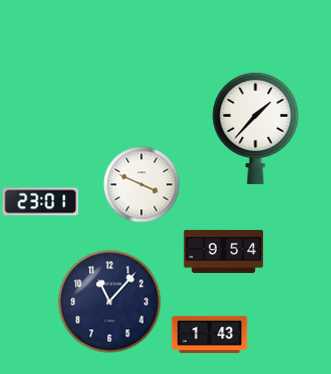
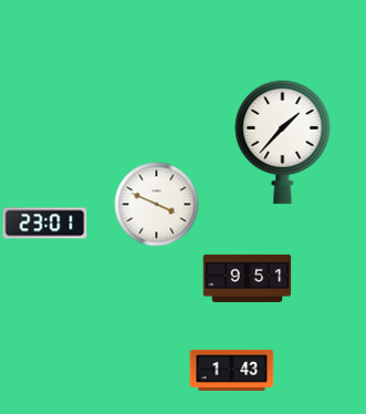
clock at (224, 251): 9:54 -> 9:51
clock at (110, 302): 11:07 -> none
